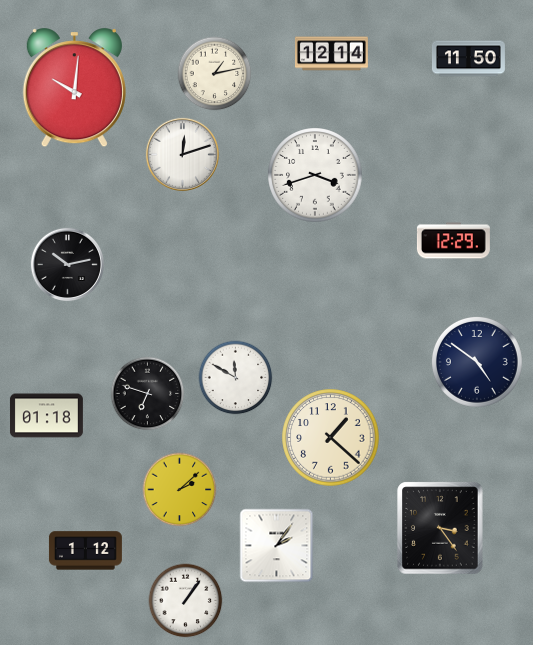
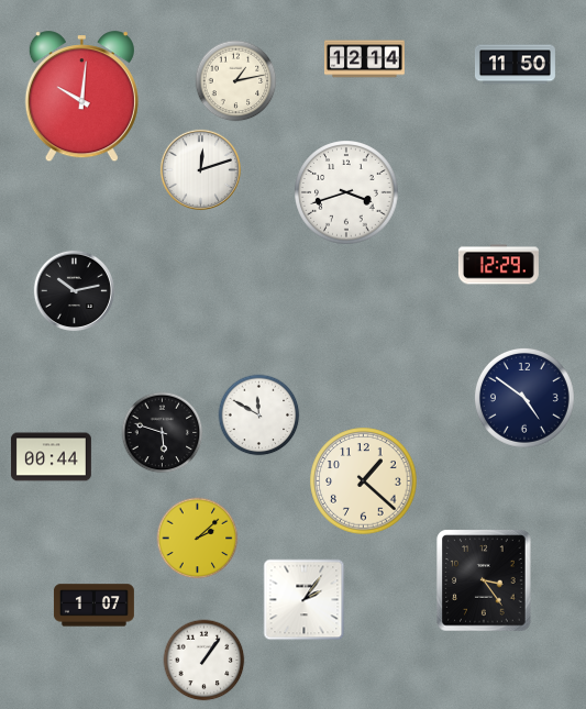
clock at (148, 394): 6:48 -> 5:48
clock at (46, 416): 01:18 -> 00:44
clock at (85, 551): 1:12 -> 1:07
